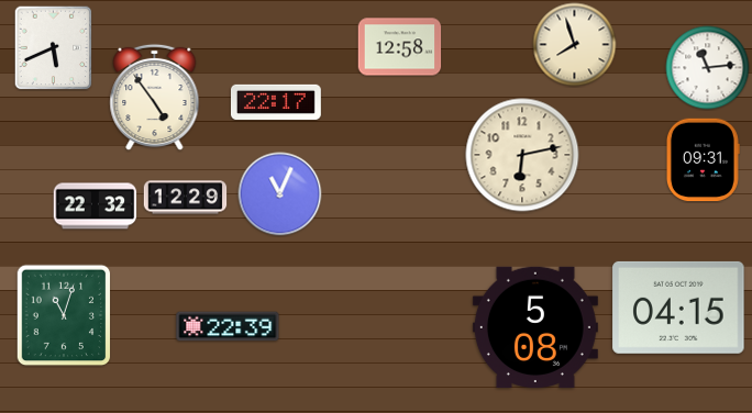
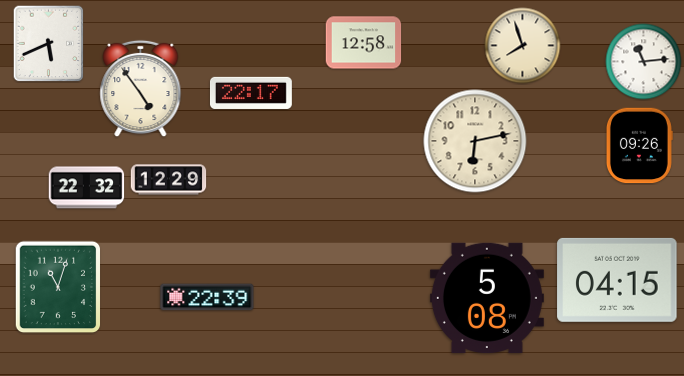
clock at (575, 45) position: (575, 45) -> (523, 46)
clock at (703, 160): 09:31 -> 09:26
clock at (280, 194): 11:04 -> none
